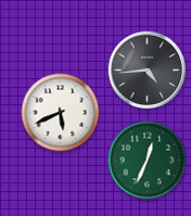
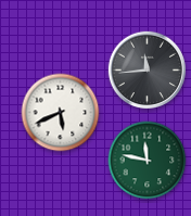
clock at (147, 69): 4:44 -> 11:44
clock at (148, 161): 12:34 -> 11:47
